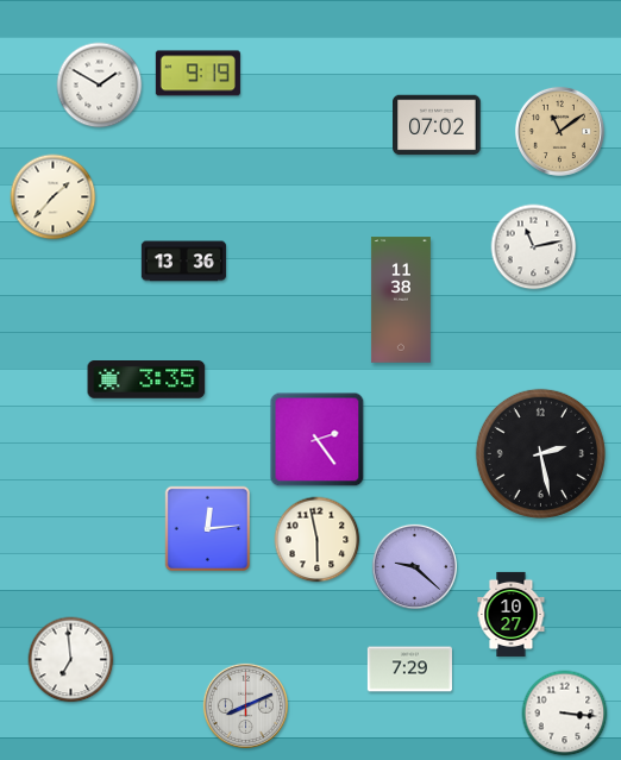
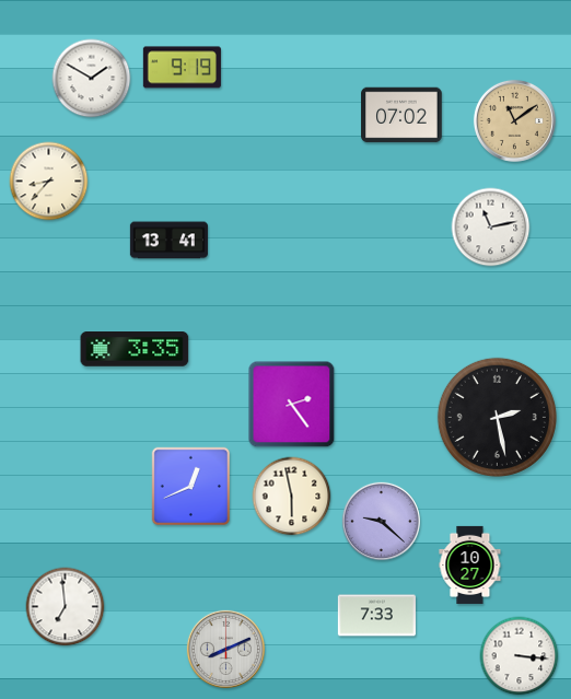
clock at (54, 197): 1:37 -> 8:37
clock at (183, 262): 13:36 -> 13:41
clock at (401, 300): 11:38 -> none
clock at (208, 529): 12:14 -> 12:41
clock at (409, 670): 7:29 -> 7:33
